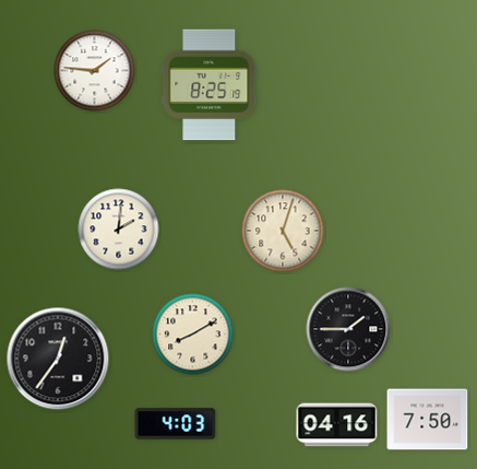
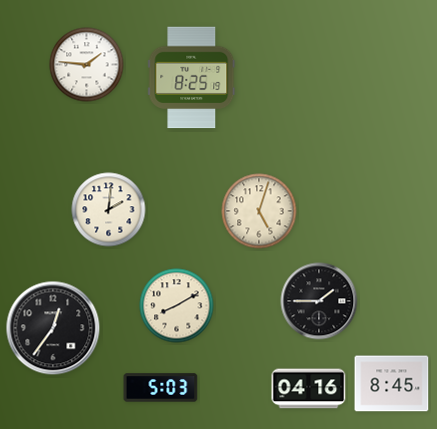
clock at (428, 420): 7:50 -> 8:45
clock at (176, 424): 4:03 -> 5:03
